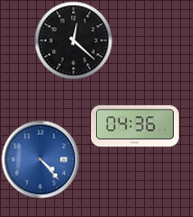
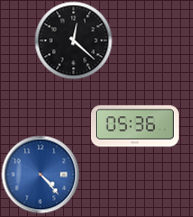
clock at (135, 126): 04:36 -> 05:36
clock at (40, 159) position: (40, 159) -> (40, 174)
